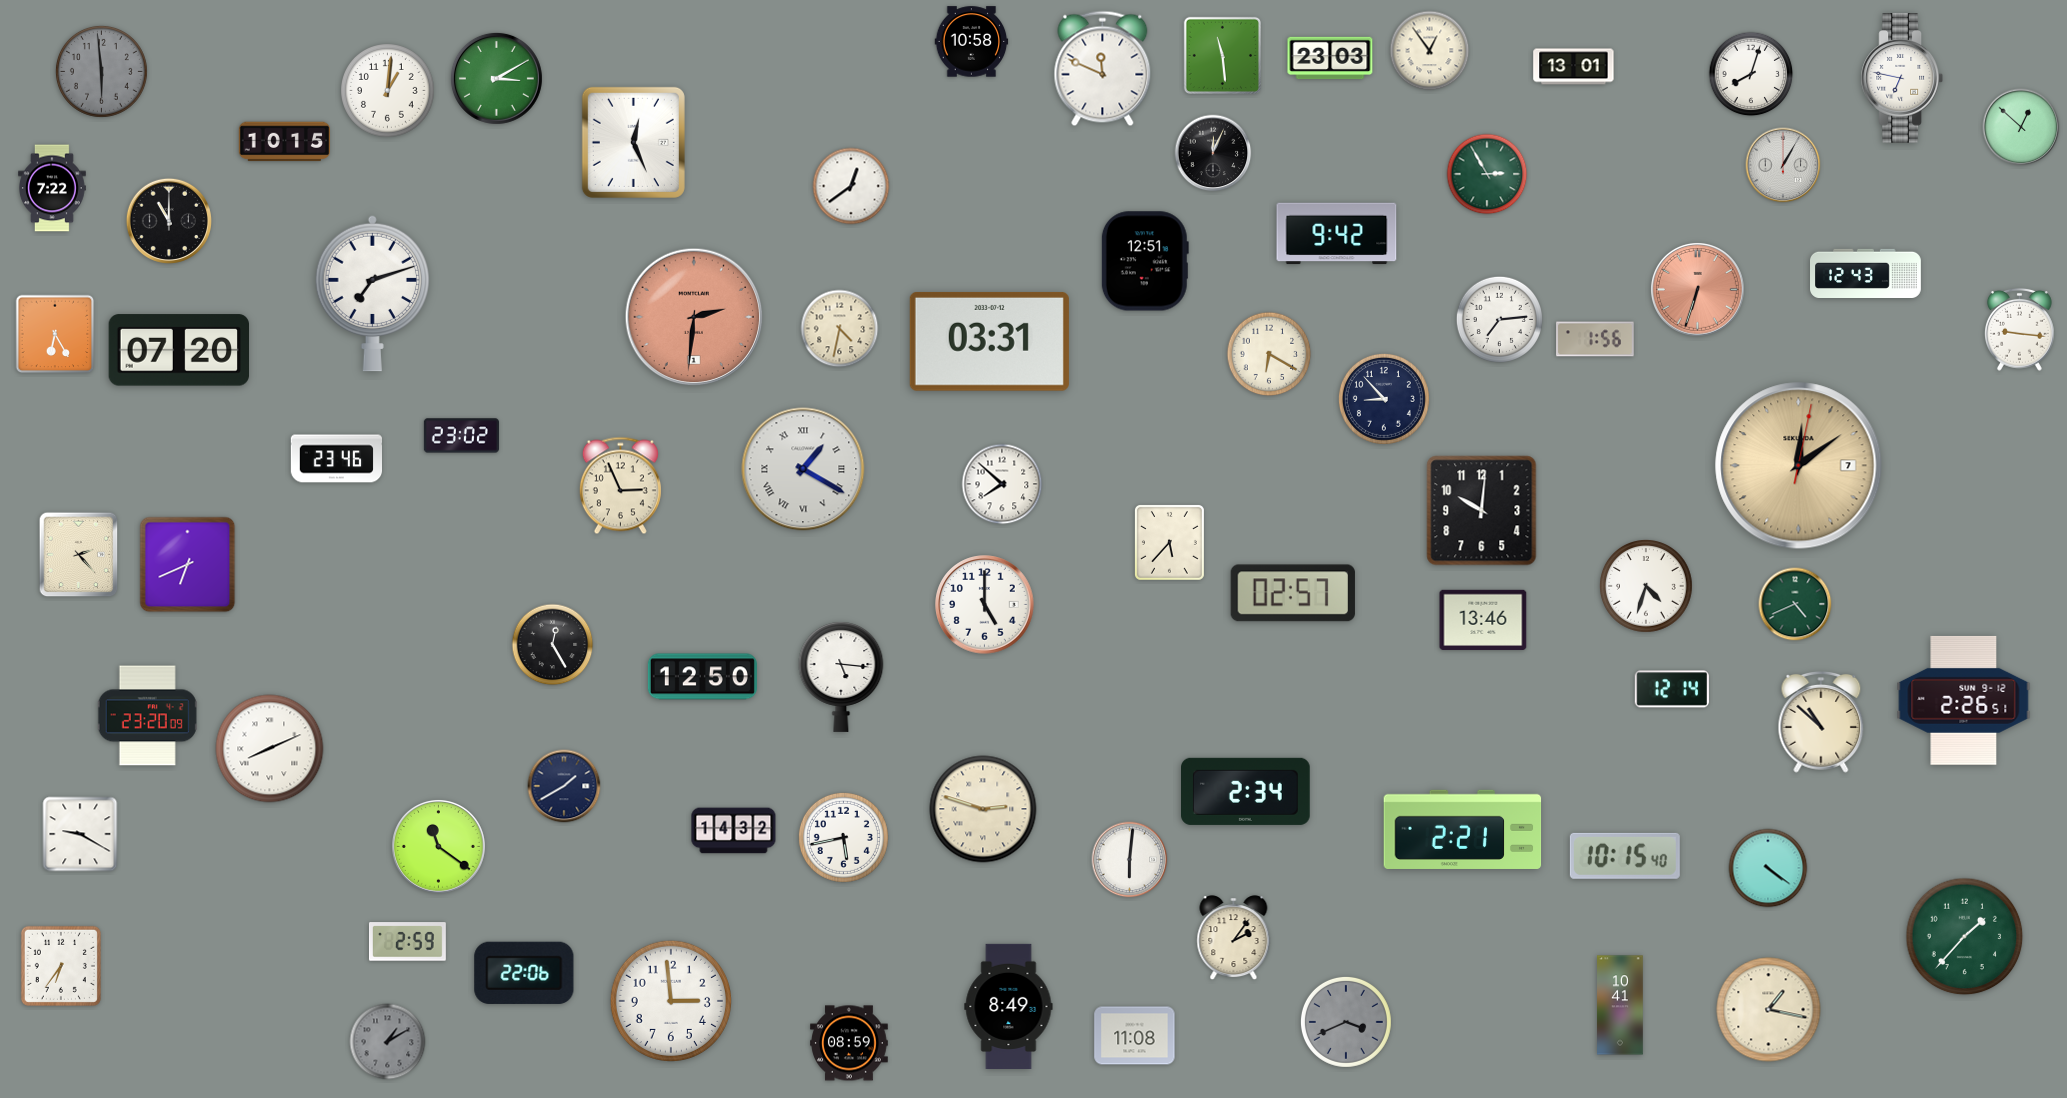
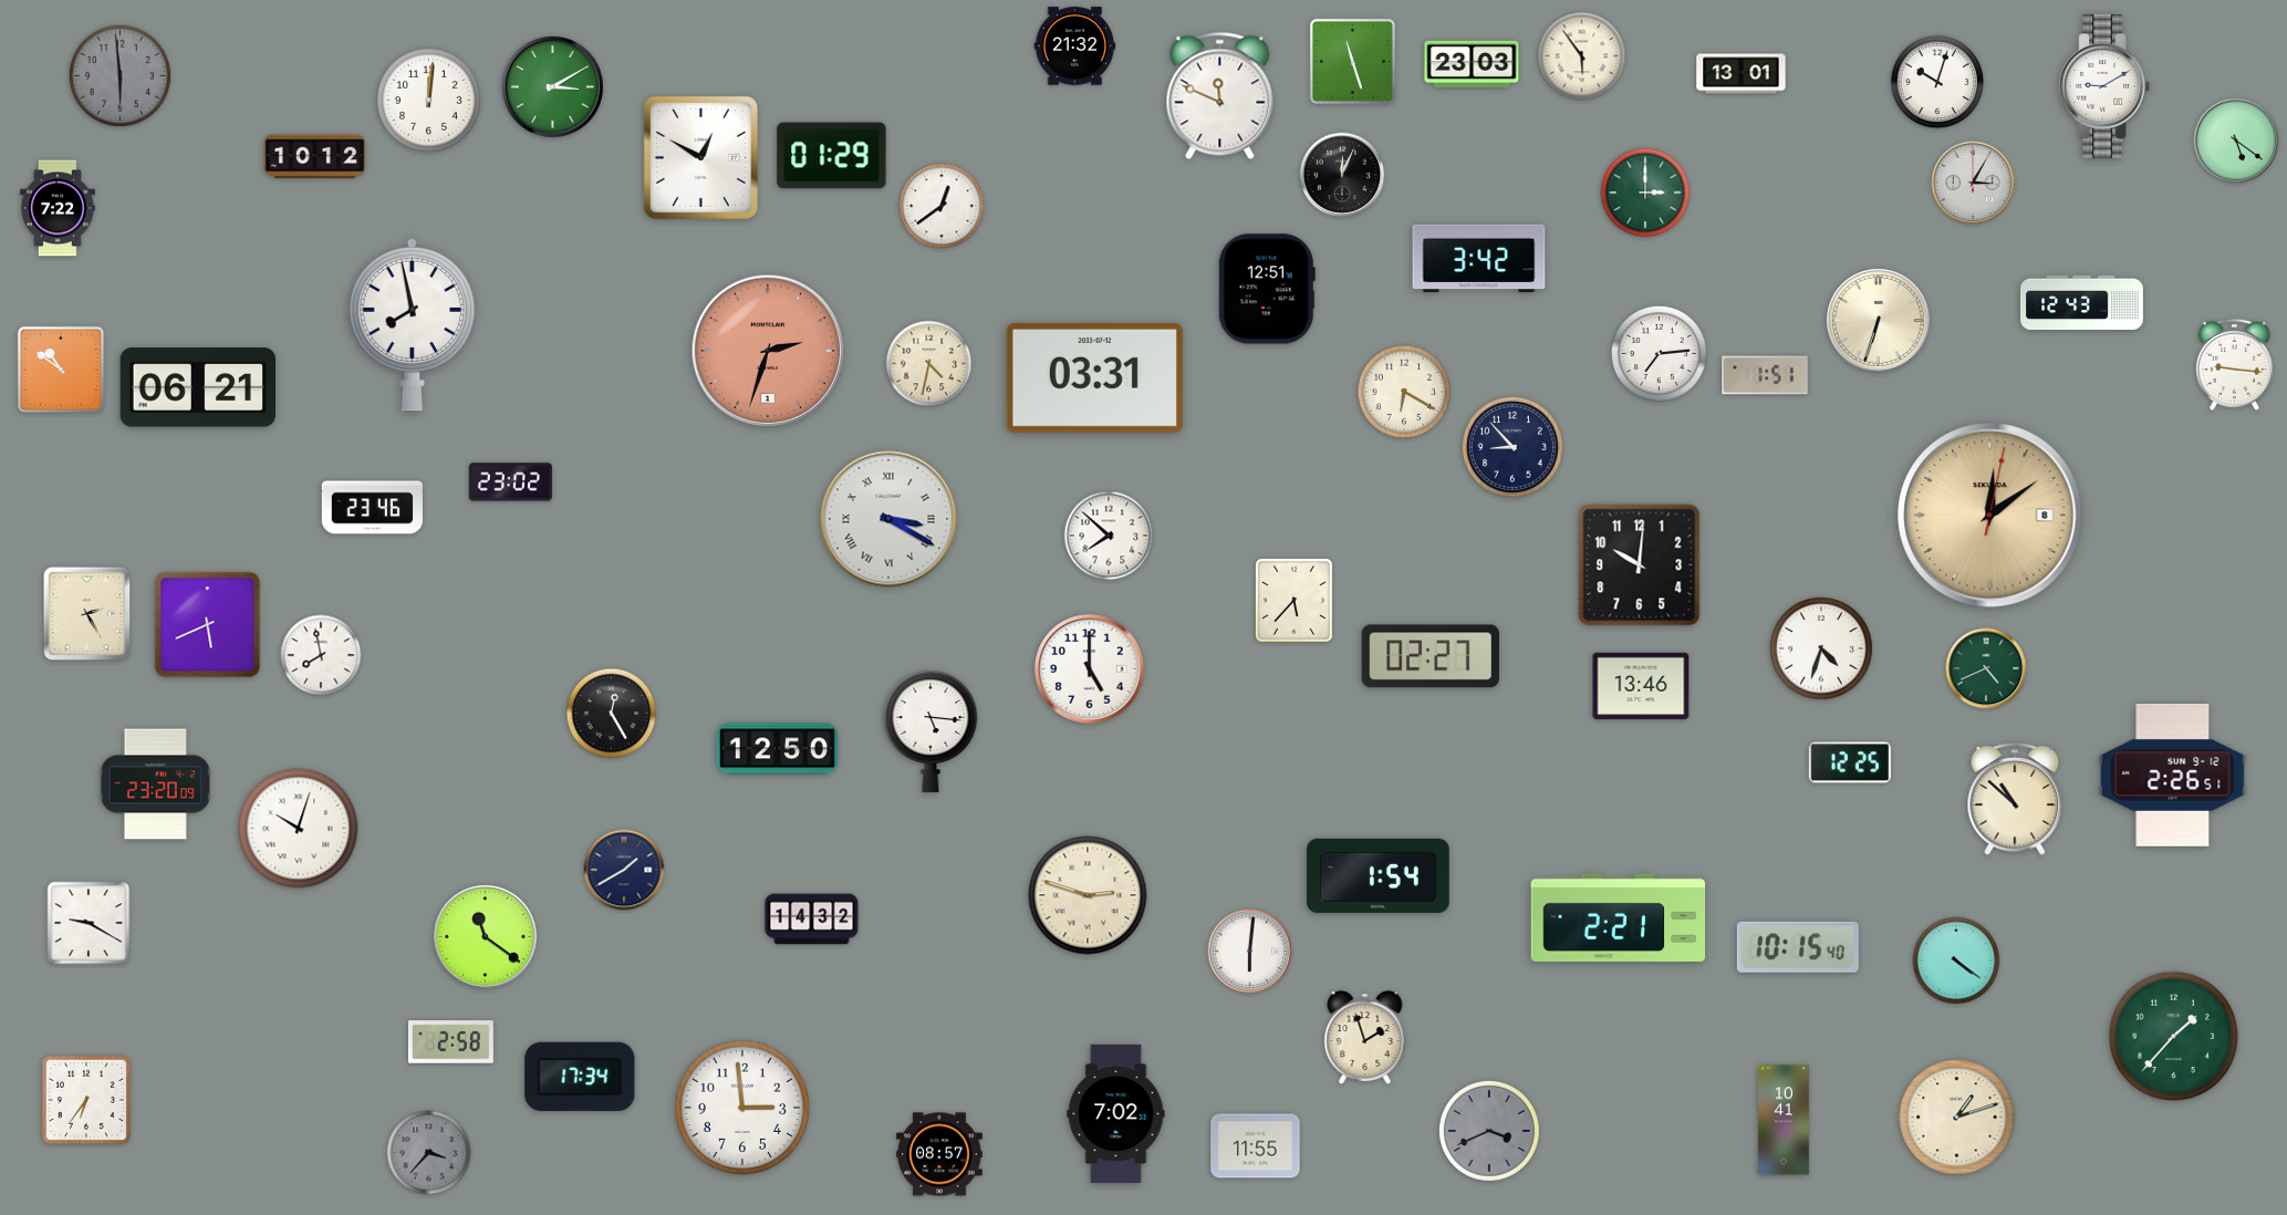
clock at (972, 42): 10:58 -> 21:32
clock at (1430, 51): 12:54 -> 5:54
clock at (1222, 55): 11:29 -> 11:27
clock at (1103, 69) position: (1103, 69) -> (1220, 96)
clock at (101, 71) position: (101, 71) -> (119, 75)
clock at (1751, 74): 8:03 -> 10:03
clock at (496, 78) position: (496, 78) -> (552, 86)
clock at (1902, 78): 6:47 -> 9:10
clock at (388, 91): 1:01 -> 12:01
clock at (2021, 127): 12:52 -> 5:21
clock at (832, 156): none -> 01:29
clock at (284, 142): 10:15 -> 10:12
clock at (633, 142): 12:26 -> 12:50
clock at (1213, 153) position: (1213, 153) -> (1342, 175)
clock at (1783, 165): 1:05 -> 3:05
clock at (1487, 174): 2:55 -> 3:00
clock at (169, 221): 11:00 -> none
clock at (1337, 234): 9:42 -> 3:42
clock at (1866, 273) position: (1866, 273) -> (2082, 302)
clock at (1697, 289) dial: salmon -> cream
clock at (372, 293): 7:12 -> 7:58
clock at (694, 317): 2:31 -> 2:33
clock at (55, 334): 6:25 -> 10:51
clock at (1595, 339): 1:56 -> 1:51
clock at (178, 350): 07:20 -> 06:21
clock at (1384, 399) position: (1384, 399) -> (1512, 447)
clock at (1799, 466) date: 7 -> 8
clock at (803, 469): 1:20 -> 3:20
clock at (620, 486): 2:56 -> none
clock at (79, 555): 2:23 -> 2:25
clock at (188, 565): 6:41 -> 5:41
clock at (321, 655): none -> 7:58
clock at (1293, 593): 02:57 -> 02:27
clock at (841, 677) position: (841, 677) -> (931, 731)
clock at (1672, 689): 12:14 -> 12:25
clock at (147, 716) position: (147, 716) -> (155, 785)
clock at (270, 749): 8:11 -> 10:03
clock at (1246, 791): 2:34 -> 1:54
clock at (843, 837): 5:43 -> none
clock at (1234, 938): 2:06 -> 1:57
clock at (407, 942): 2:59 -> 2:58
clock at (61, 966) position: (61, 966) -> (86, 1100)
clock at (524, 973): 22:06 -> 17:34
clock at (1620, 1005) position: (1620, 1005) -> (1784, 1120)
clock at (1009, 1006): 8:49 -> 7:02
clock at (1769, 1010): 1:17 -> 1:12
clock at (1135, 1036): 11:08 -> 11:55
clock at (388, 1042): 1:10 -> 3:37
clock at (849, 1043): 08:59 -> 08:57
